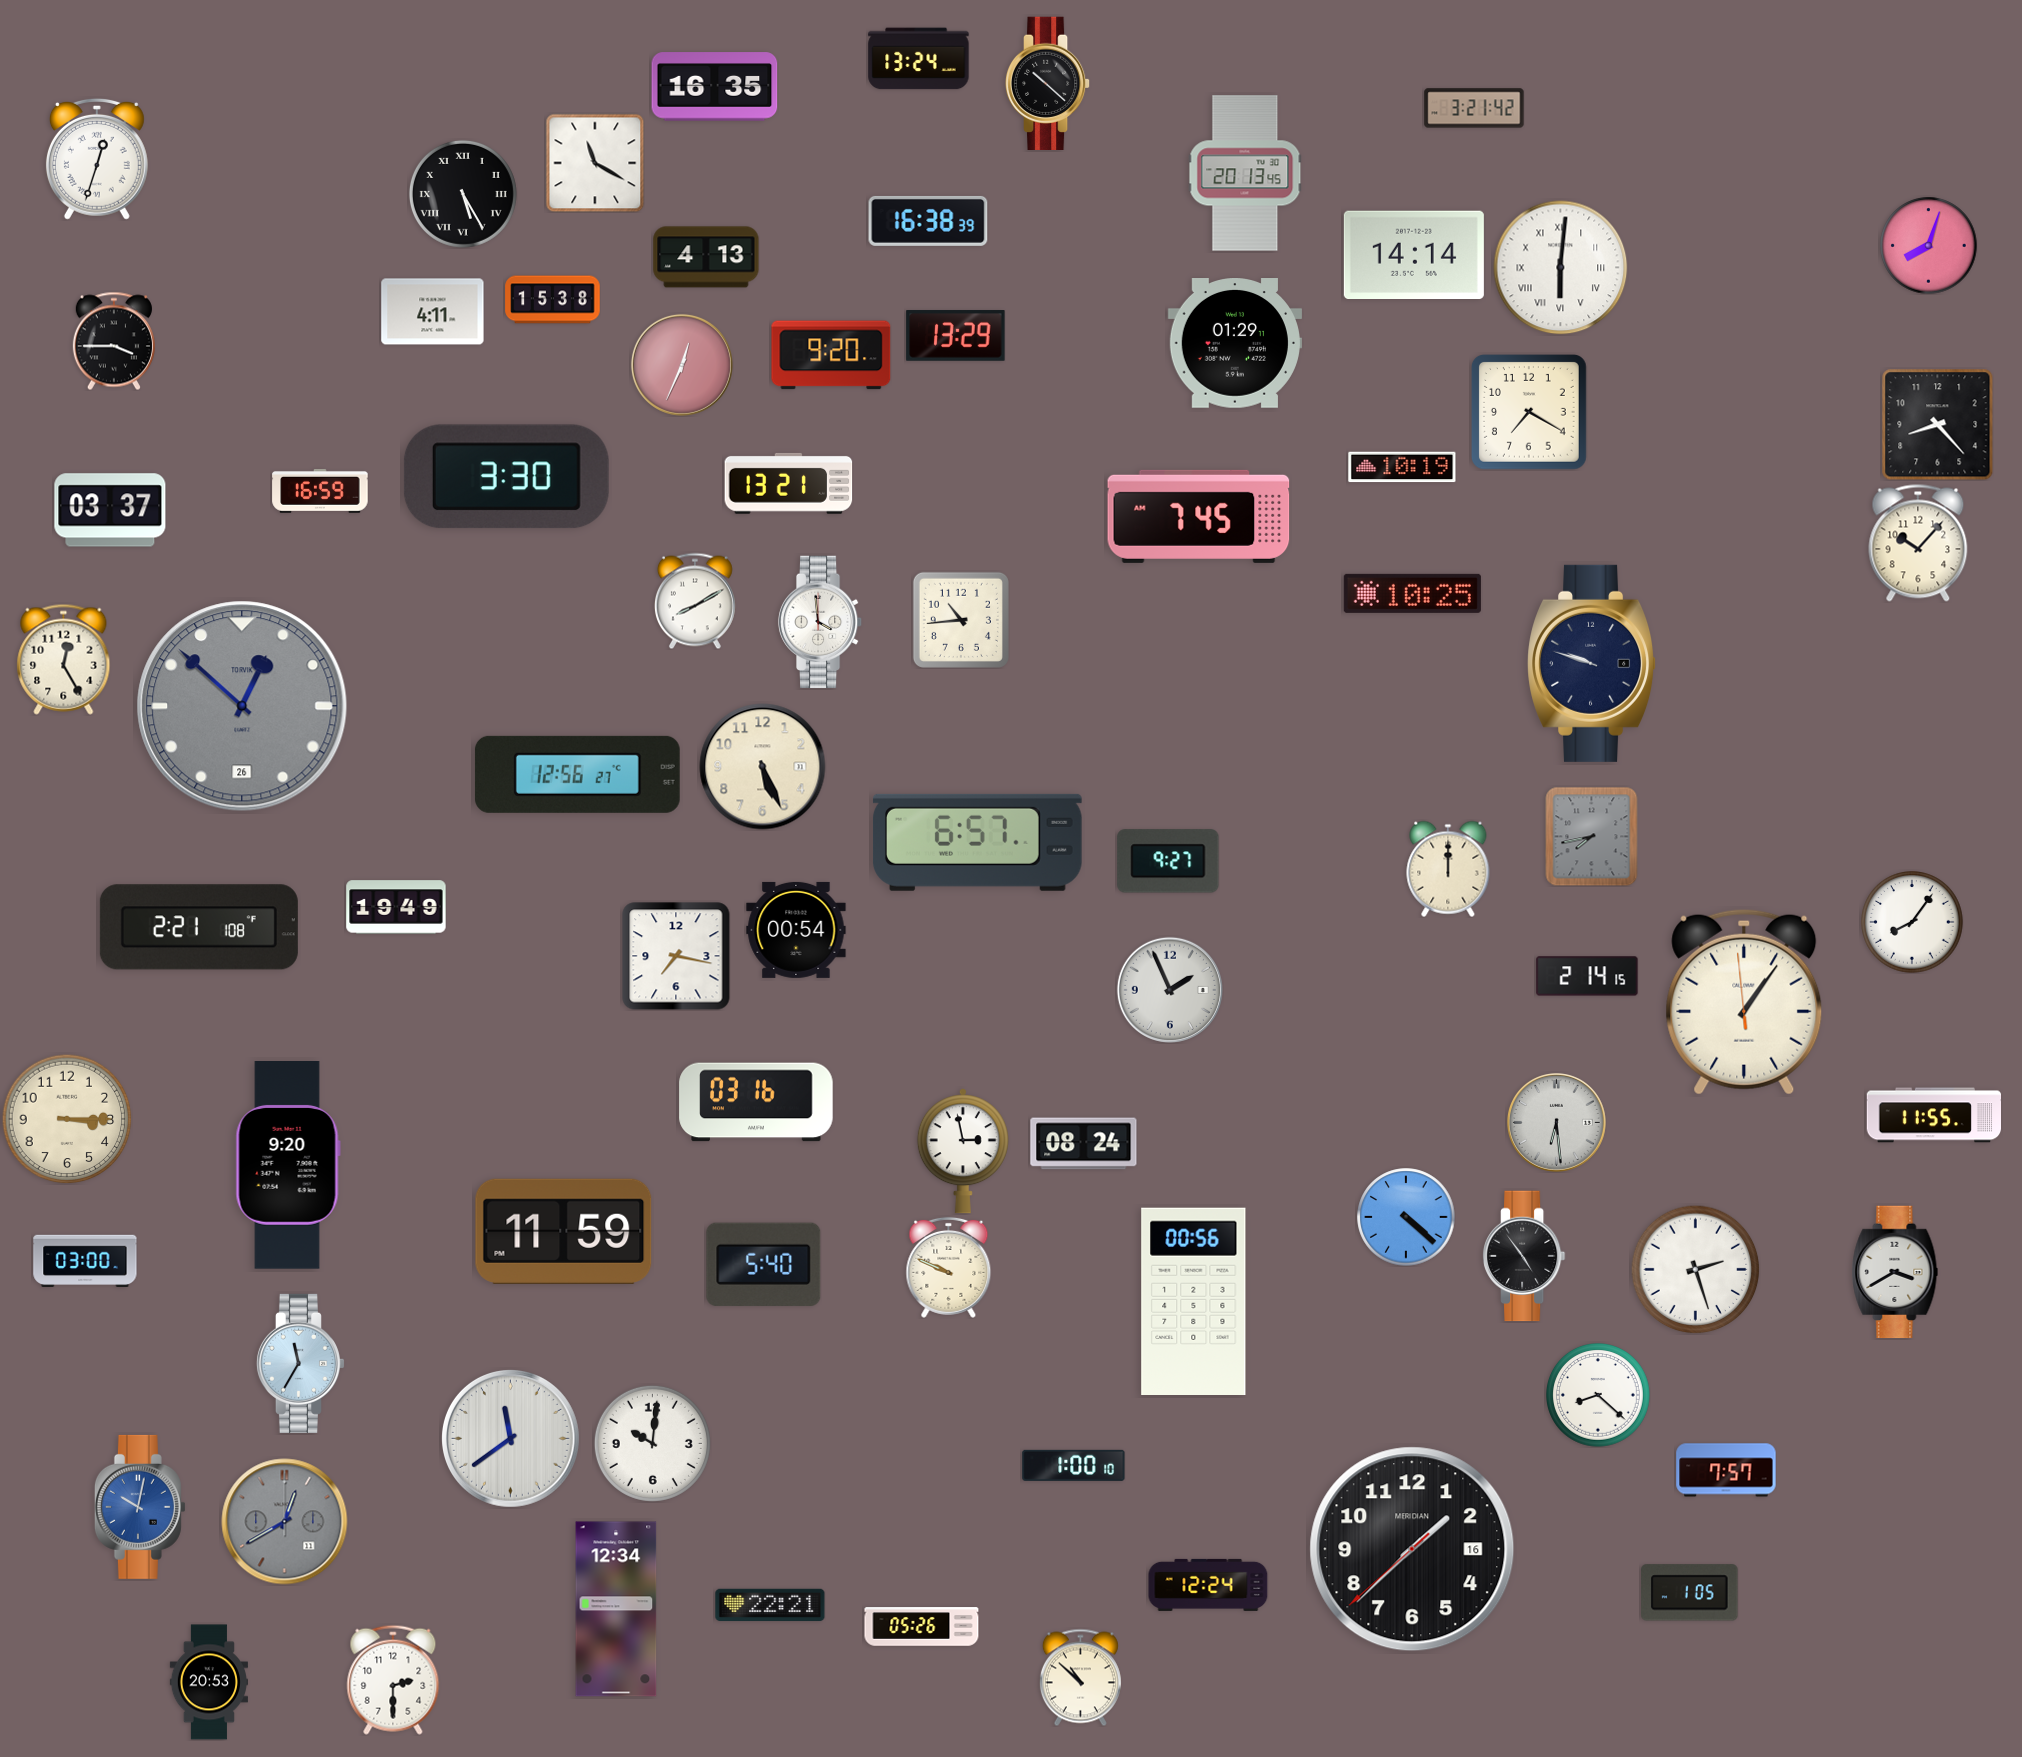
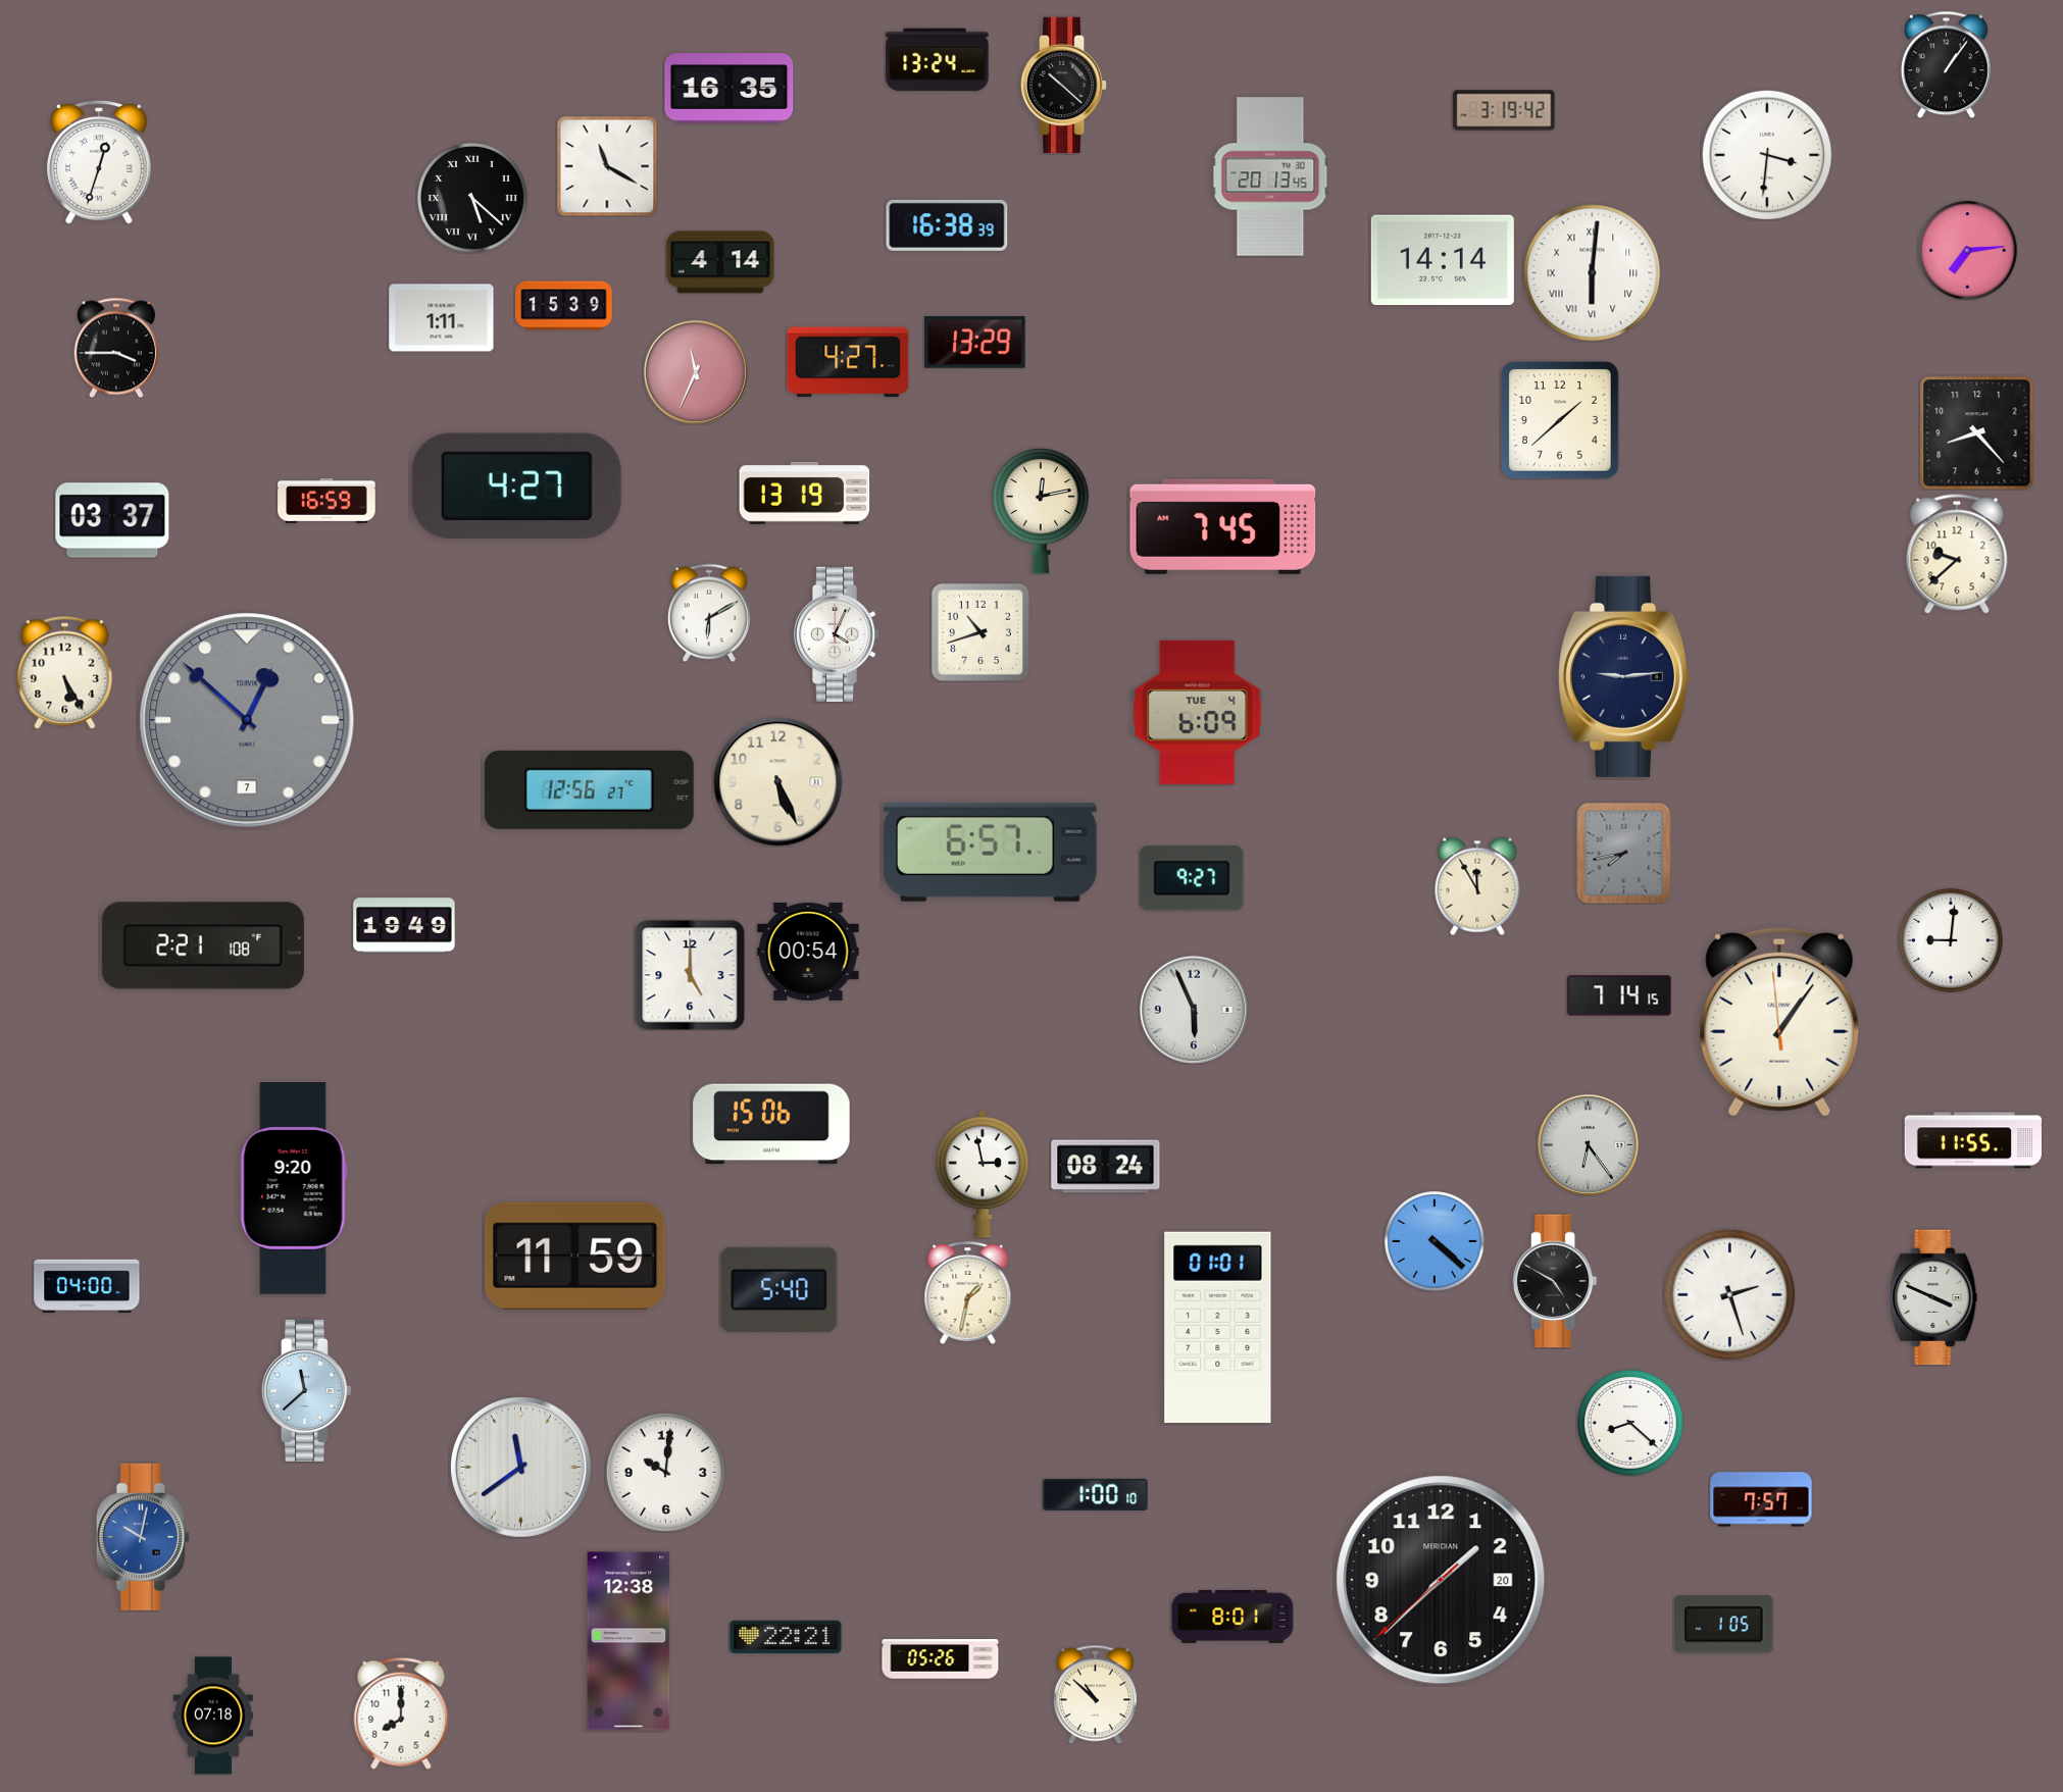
clock at (1946, 64): none -> 1:06
clock at (1048, 83) position: (1048, 83) -> (1064, 85)
clock at (1474, 108): 3:21 -> 3:19
clock at (1767, 155): none -> 3:31
clock at (463, 194): 5:25 -> 5:22
clock at (1929, 246): 8:03 -> 7:14
clock at (706, 257): 4:13 -> 4:14
clock at (553, 300): 15:38 -> 15:39
clock at (433, 312): 4:11 -> 1:11
clock at (1235, 344): 01:29 -> none
clock at (831, 355): 9:20 -> 4:27
clock at (682, 365): 12:34 -> 11:34
clock at (1529, 412): 7:20 -> 1:38
clock at (1402, 467): 10:19 -> none
clock at (506, 477): 3:30 -> 4:27
clock at (789, 483): 13:21 -> 13:19
clock at (1041, 511): none -> 12:13
clock at (1918, 543): 10:07 -> 9:38
clock at (1412, 593): 10:25 -> none
clock at (695, 601): 8:10 -> 6:10
clock at (961, 620): 10:44 -> 10:42
clock at (820, 622): 3:59 -> 4:04
clock at (64, 659): 12:25 -> 5:25
clock at (1592, 663): 9:48 -> 9:14
clock at (1198, 712): none -> 6:09
clock at (242, 706) date: 26 -> 7
clock at (977, 842) position: (977, 842) -> (990, 852)
clock at (1448, 869): 12:00 -> 11:55
clock at (1912, 922): 8:06 -> 9:01
clock at (796, 930) position: (796, 930) -> (808, 952)
clock at (676, 956): 7:17 -> 5:00
clock at (1587, 976): 2:14 -> 7:14
clock at (1170, 990): 1:56 -> 5:56
clock at (756, 1102): 03:16 -> 15:06
clock at (1933, 1115) position: (1933, 1115) -> (1972, 1140)
clock at (67, 1119): 3:15 -> none
clock at (1556, 1122): 6:29 -> 6:24
clock at (1524, 1256): 4:54 -> 4:50
clock at (85, 1260): 03:00 -> 04:00
clock at (949, 1267): 9:49 -> 1:32
clock at (1895, 1272): 3:40 -> 3:49
clock at (1194, 1301): 00:56 -> 01:01
clock at (300, 1363): 11:35 -> 11:38
clock at (285, 1522): 12:40 -> none
clock at (1412, 1549) date: 16 -> 20
clock at (1208, 1585): 12:24 -> 8:01
clock at (616, 1609): 12:34 -> 12:38
clock at (1080, 1677) position: (1080, 1677) -> (1095, 1694)
clock at (393, 1680): 2:30 -> 8:00
clock at (209, 1682): 20:53 -> 07:18
